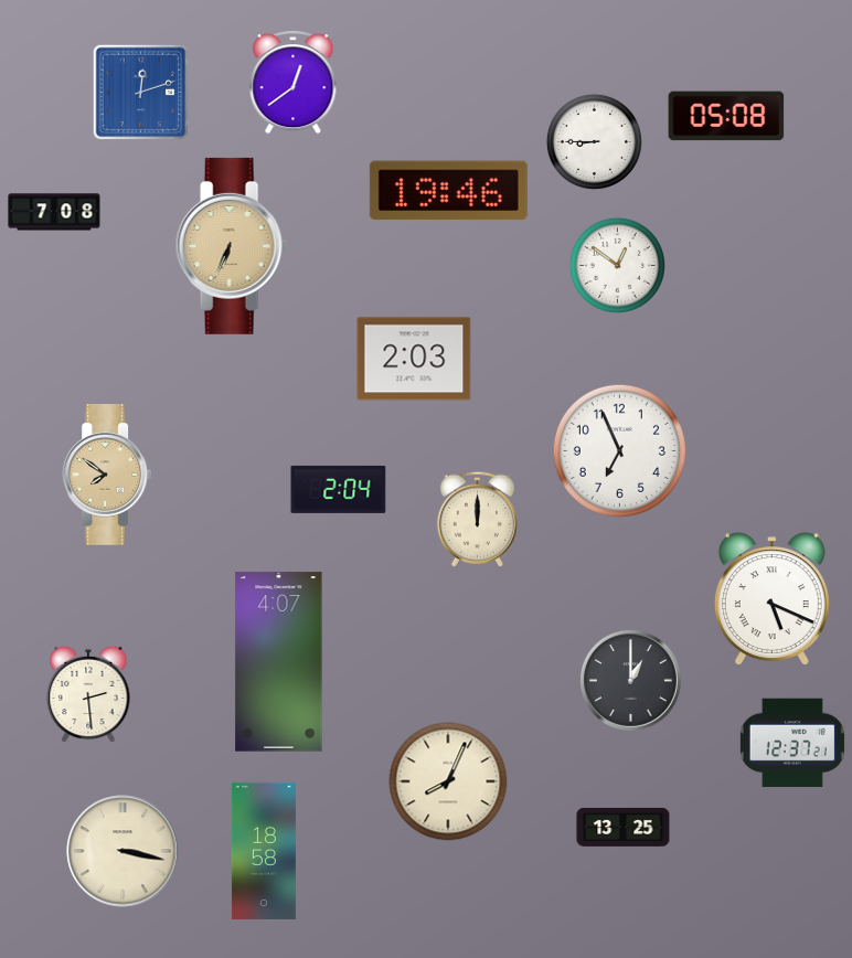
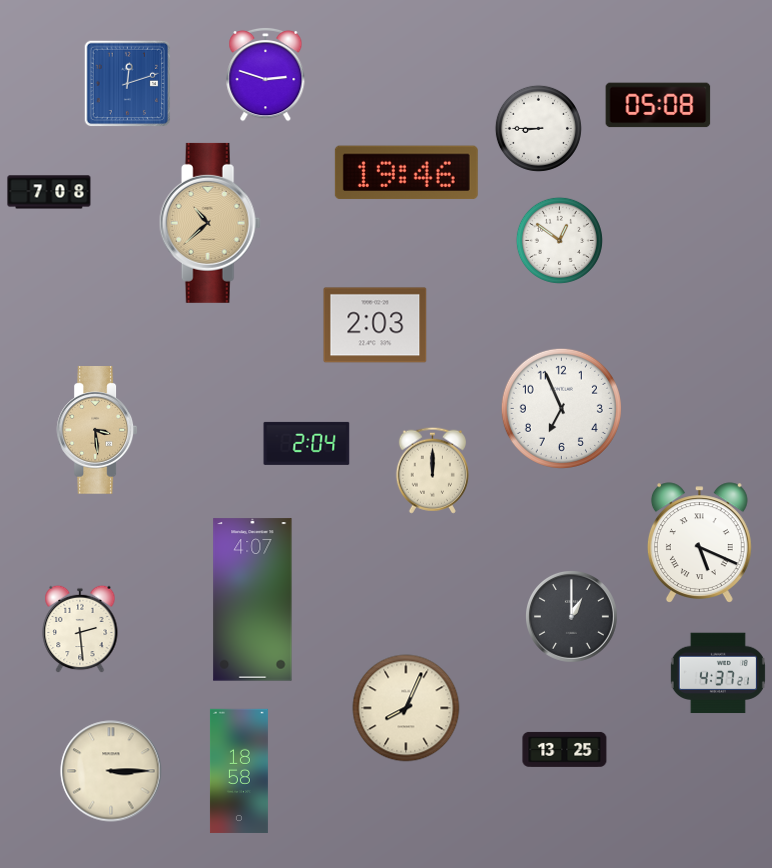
clock at (294, 82): 12:39 -> 2:48
clock at (232, 246): 6:34 -> 10:38
clock at (107, 476): 7:51 -> 3:29
clock at (792, 743): 12:37 -> 4:37
clock at (123, 851): 3:17 -> 3:15
